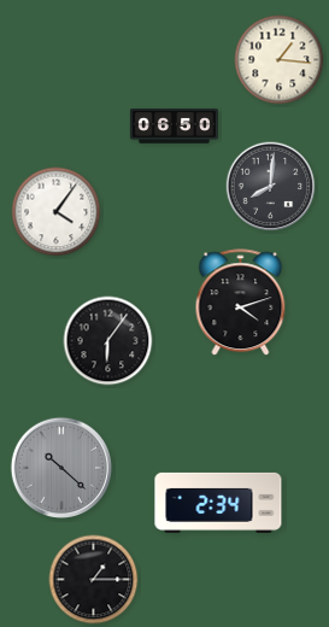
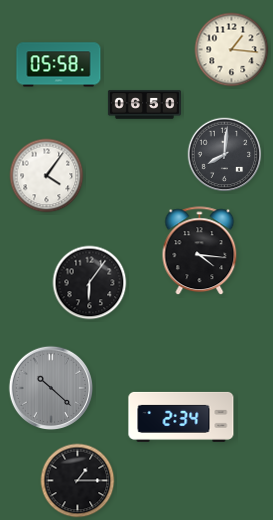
clock at (59, 65): none -> 05:58
clock at (241, 303): 4:12 -> 4:16
